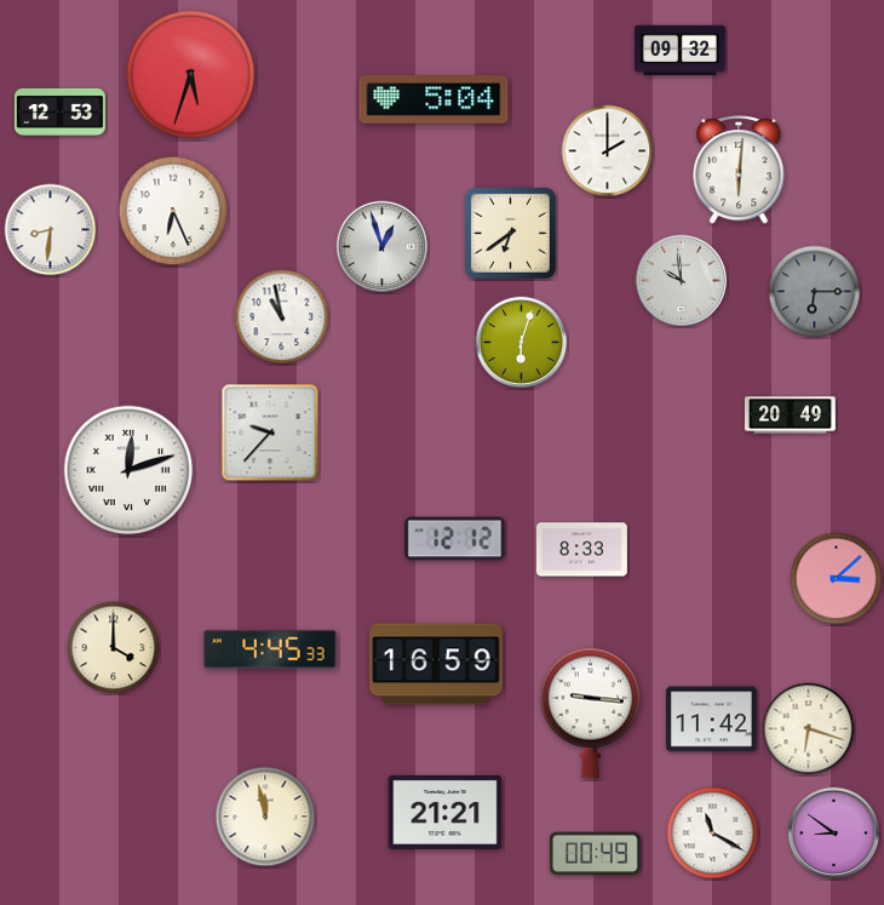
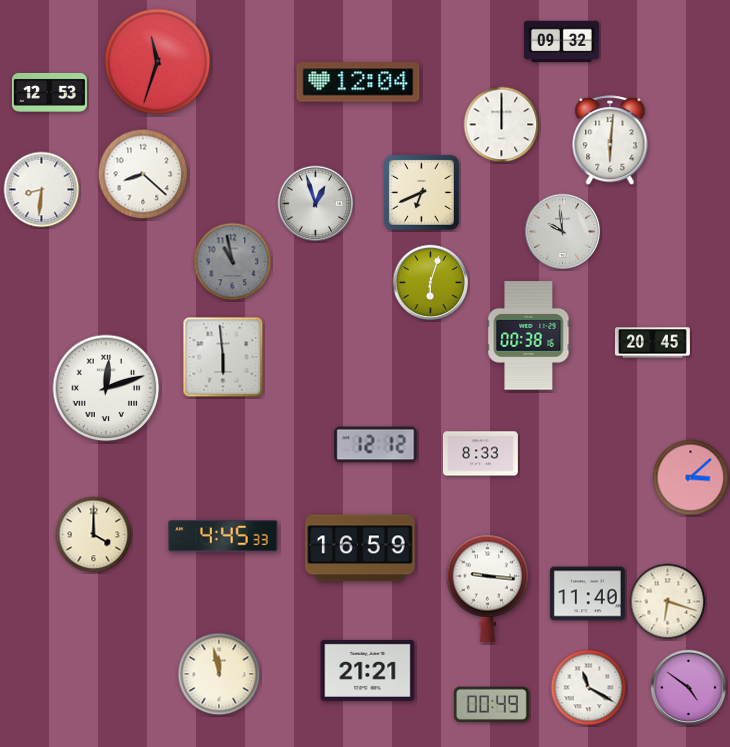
clock at (191, 75): 5:33 -> 11:33
clock at (434, 99): 5:04 -> 12:04
clock at (608, 151): 2:00 -> 12:00
clock at (173, 211): 6:26 -> 8:22
clock at (510, 233): 6:39 -> 6:41
clock at (815, 292): 6:15 -> none
clock at (282, 317) dial: white -> grey
clock at (529, 336): none -> 00:38
clock at (790, 416): 20:49 -> 20:45
clock at (270, 433): 9:37 -> 5:59
clock at (711, 720): 11:42 -> 11:40
clock at (834, 834): 8:51 -> 4:51
